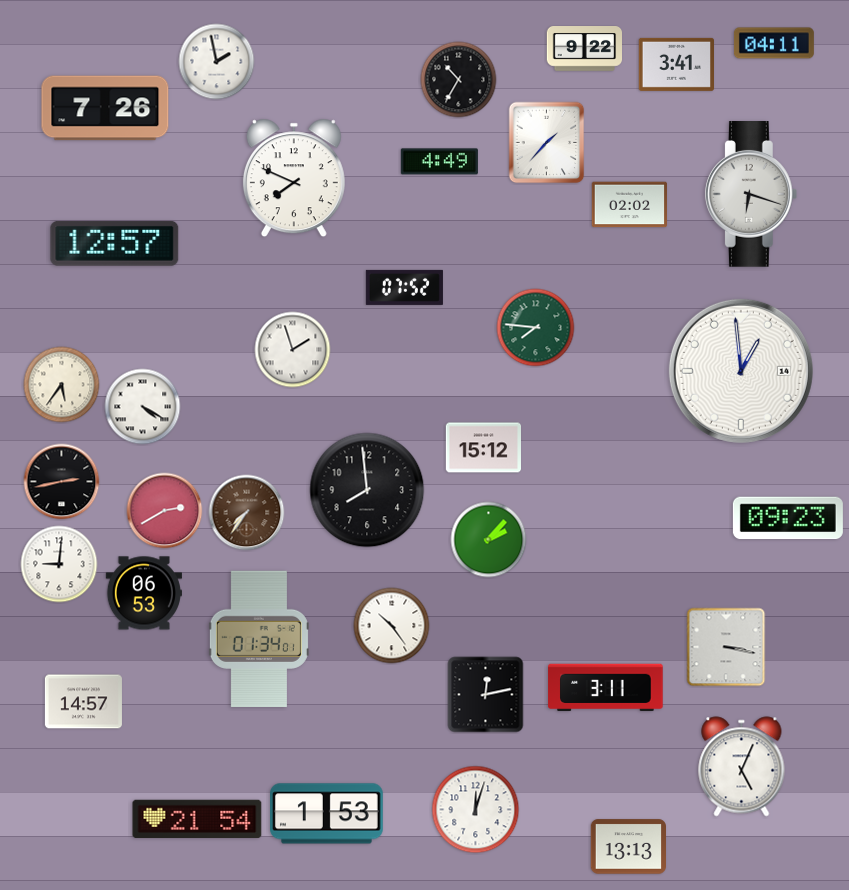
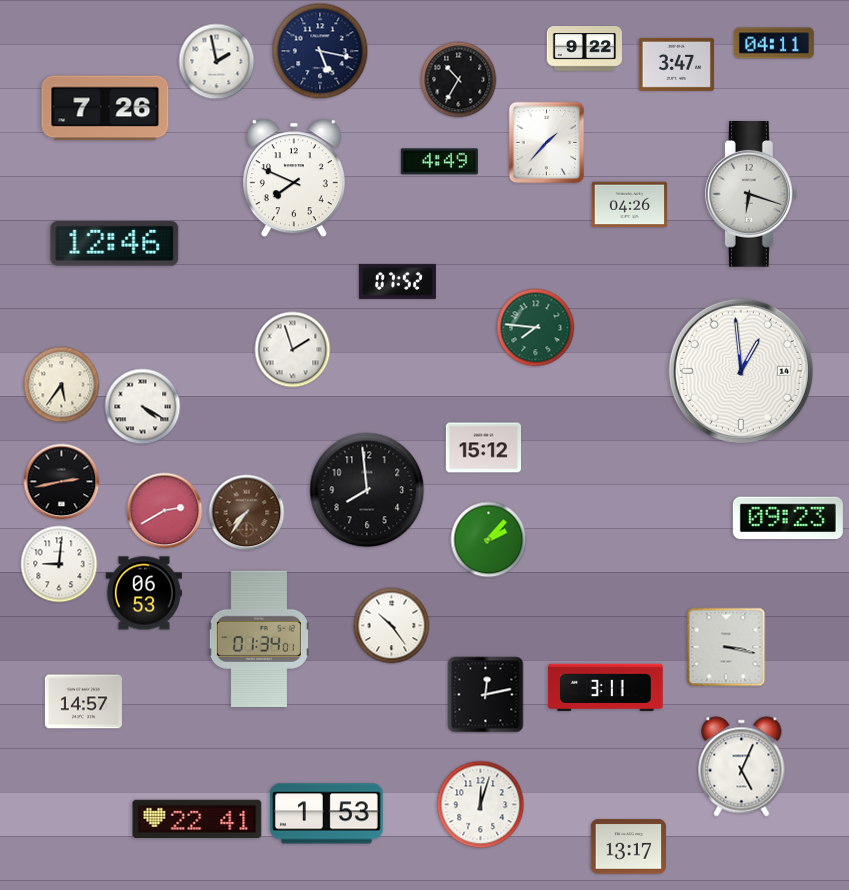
clock at (320, 51): none -> 5:17
clock at (676, 64): 3:41 -> 3:47
clock at (629, 205): 02:02 -> 04:26
clock at (115, 243): 12:57 -> 12:46
clock at (404, 287) position: (404, 287) -> (397, 281)
clock at (476, 810) position: (476, 810) -> (481, 805)
clock at (197, 819): 21:54 -> 22:41
clock at (628, 847): 13:13 -> 13:17
